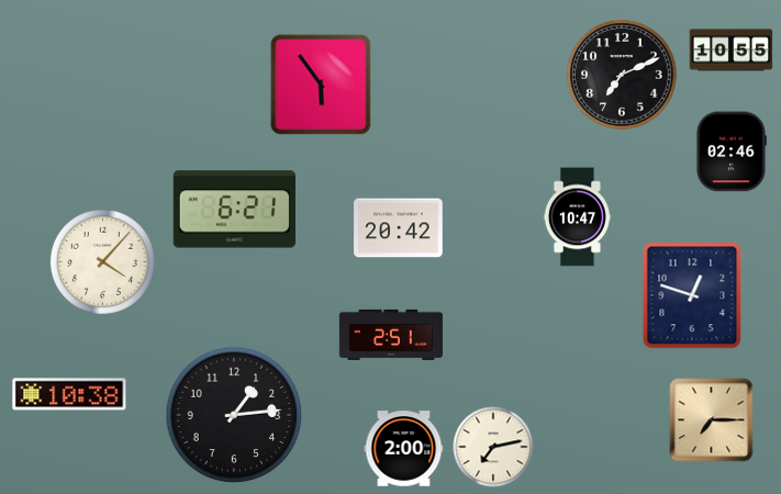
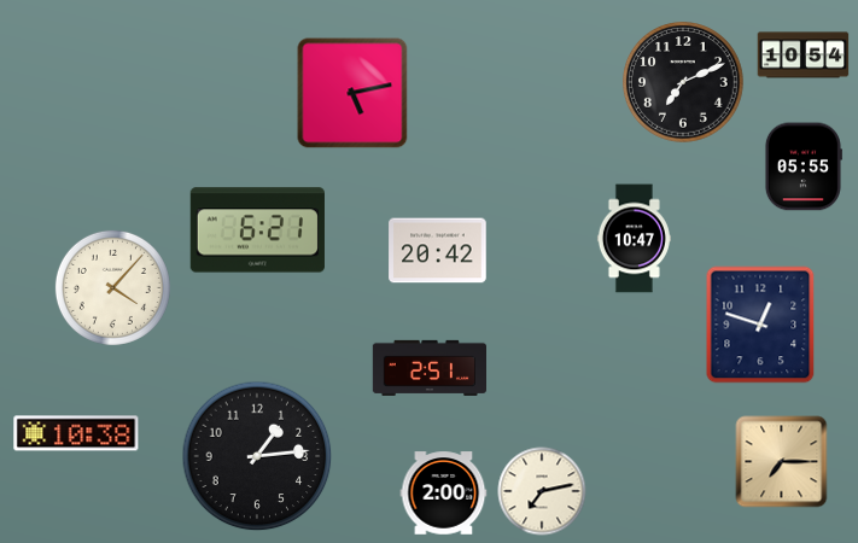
clock at (732, 50): 10:55 -> 10:54
clock at (321, 85): 5:54 -> 5:13
clock at (730, 151): 02:46 -> 05:55
